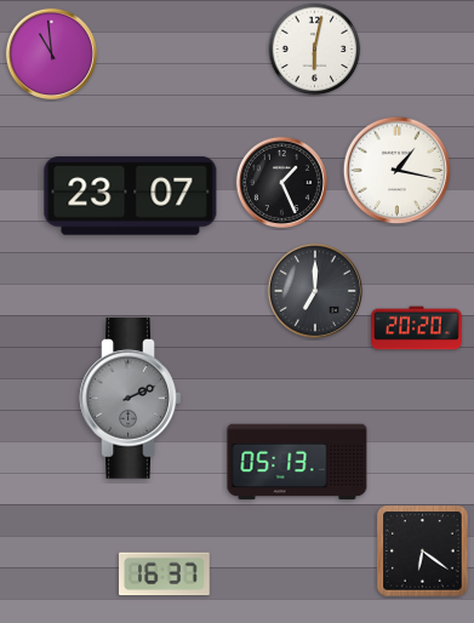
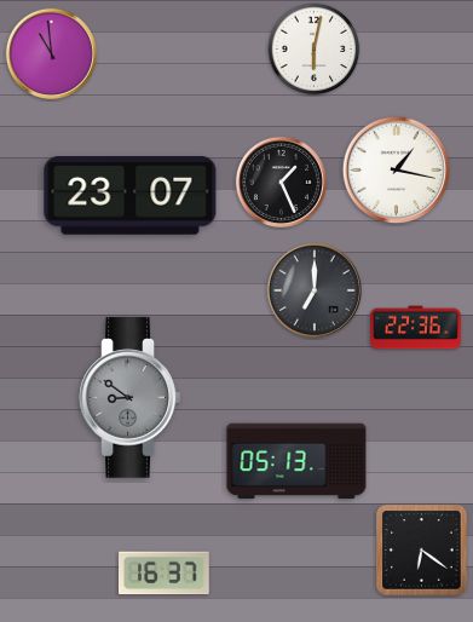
clock at (417, 328): 20:20 -> 22:36
clock at (131, 399): 2:11 -> 8:51
